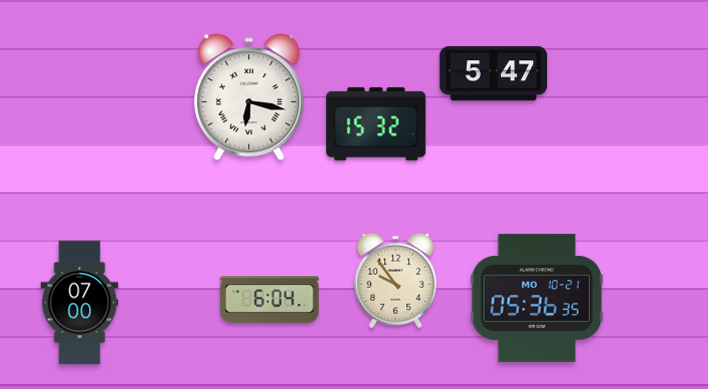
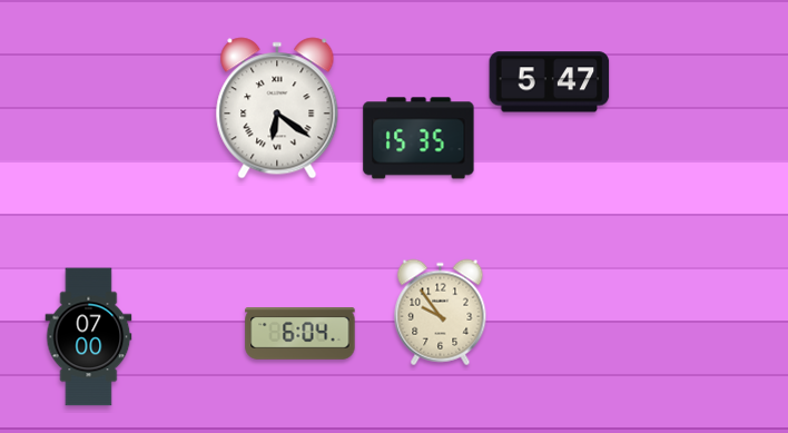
clock at (249, 97): 6:17 -> 6:21
clock at (376, 124): 15:32 -> 15:35
clock at (537, 298): 05:36 -> none
